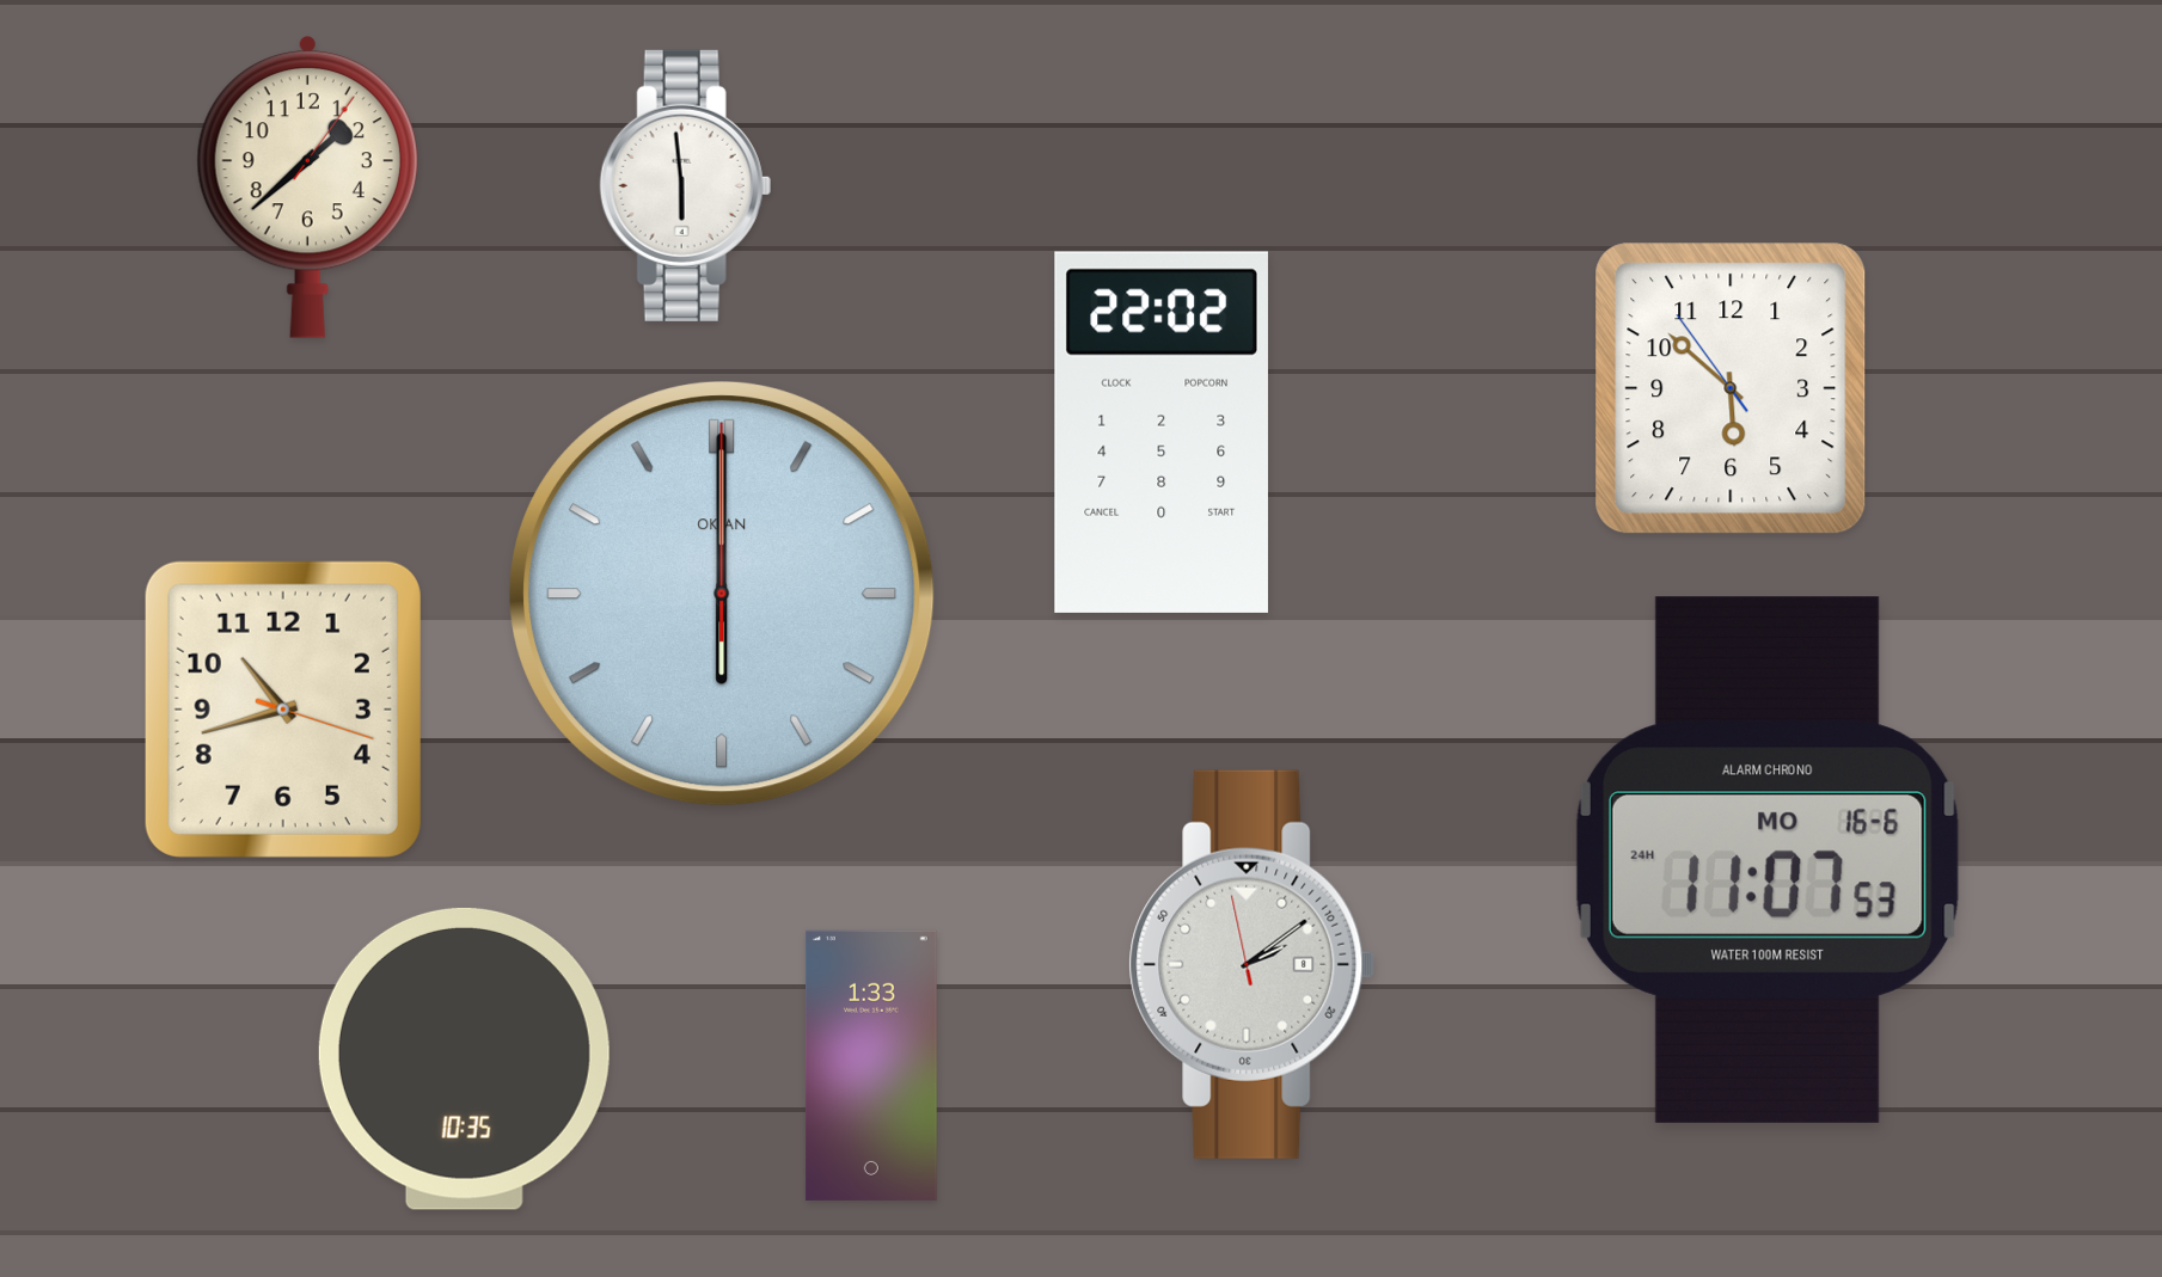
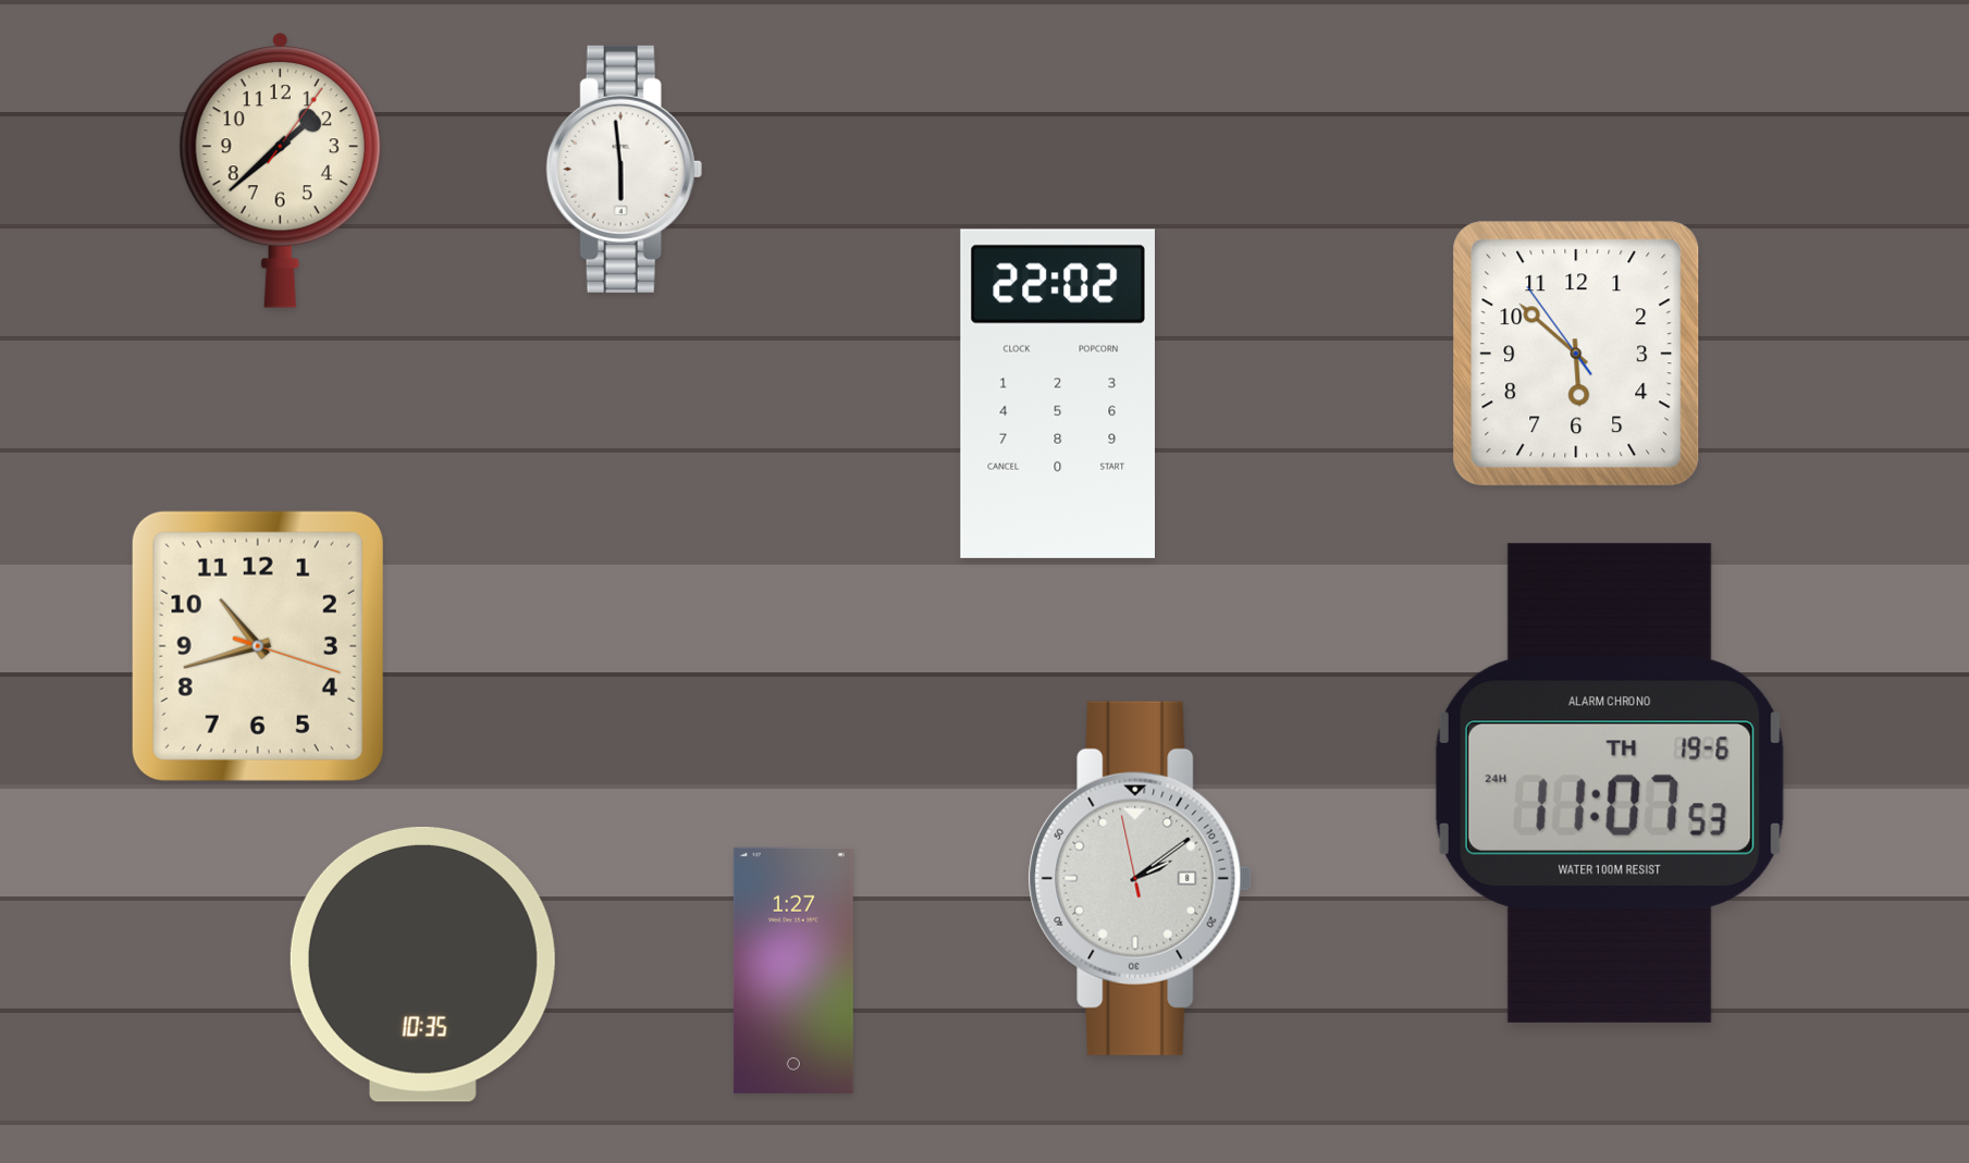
clock at (723, 595): 6:00 -> none
clock at (1768, 860) date: MO 16-6 -> TH 19-6
clock at (871, 1066): 1:33 -> 1:27
